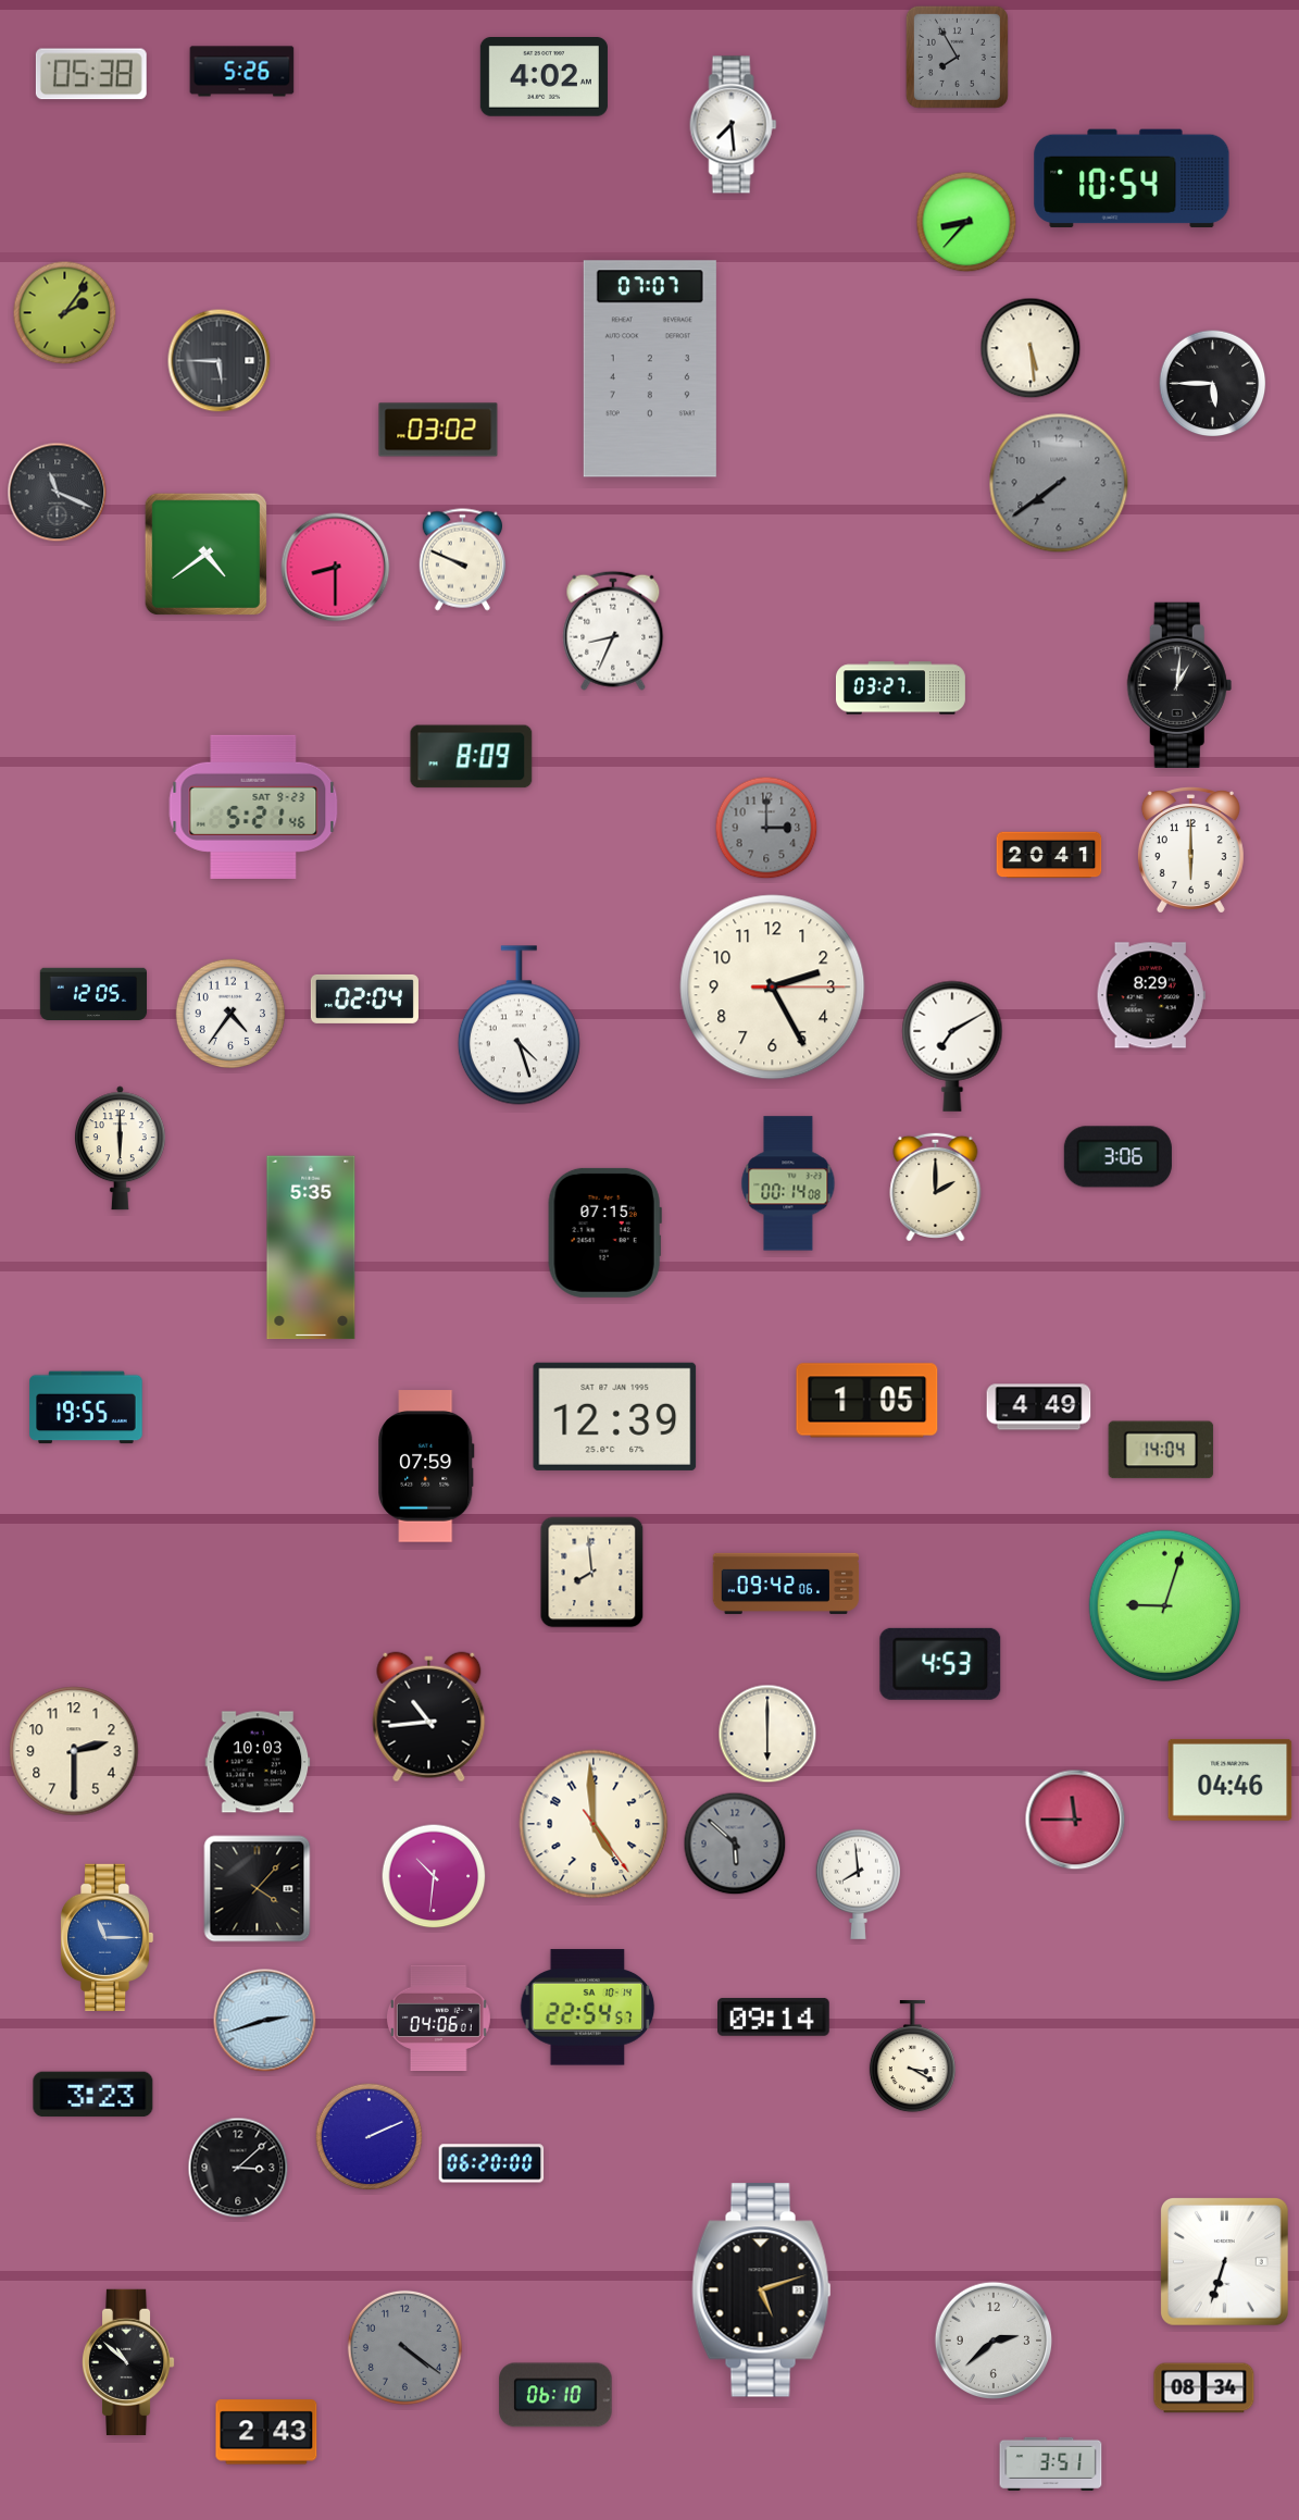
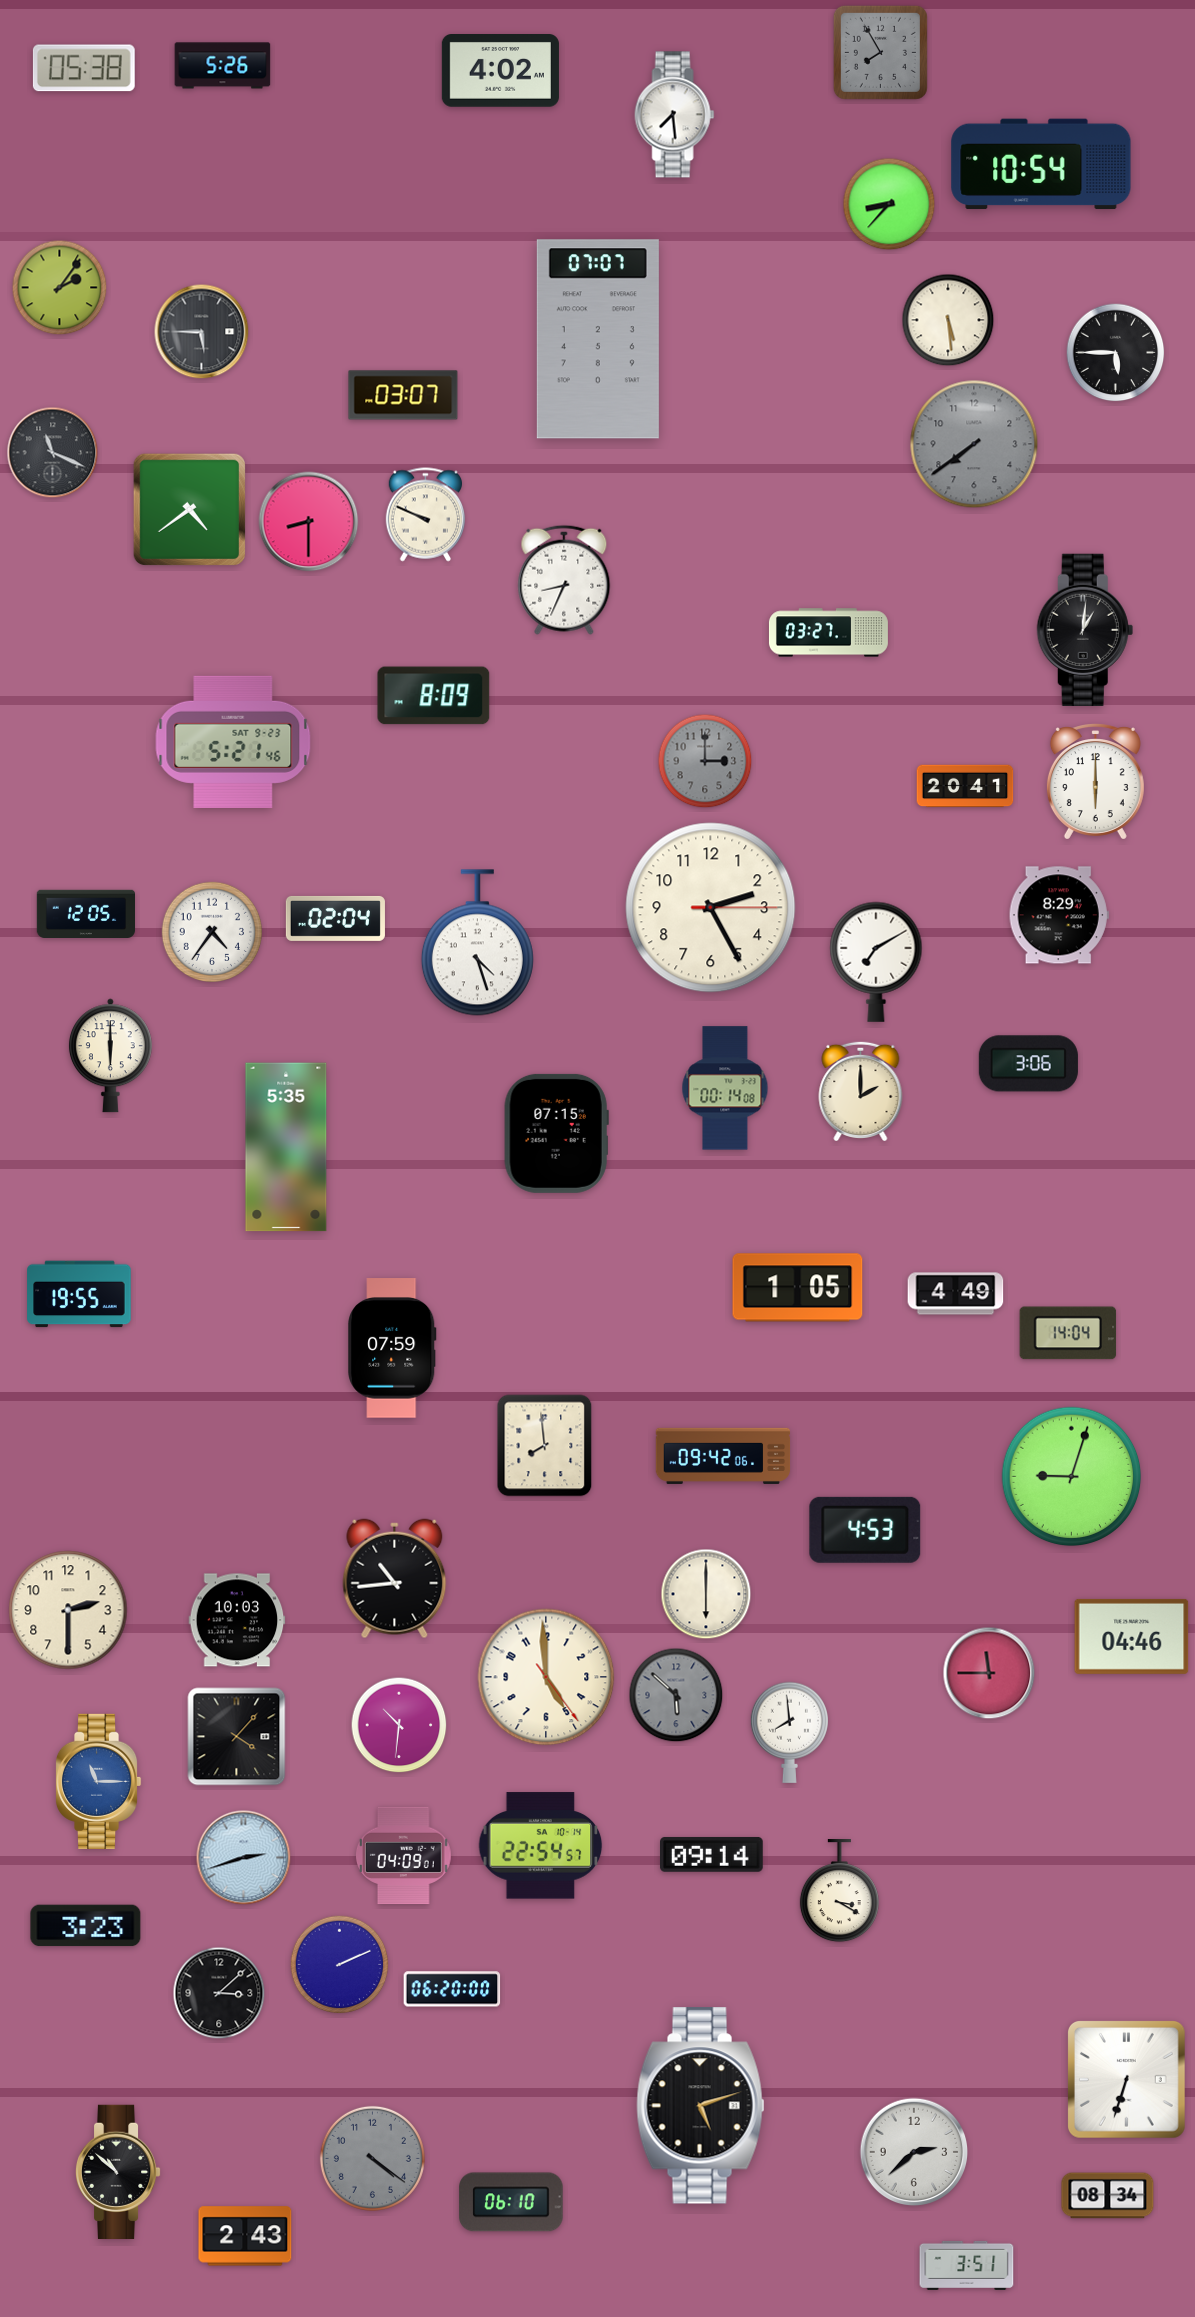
clock at (438, 430): 03:02 -> 03:07
clock at (615, 1416): 12:39 -> none
clock at (438, 2019): 04:06 -> 04:09
